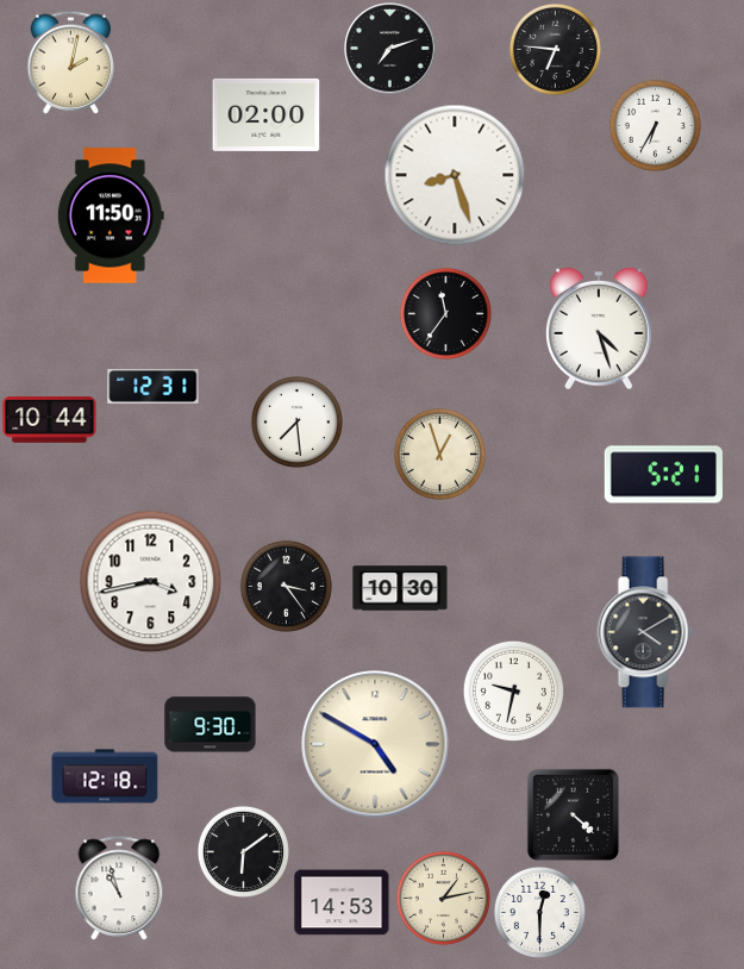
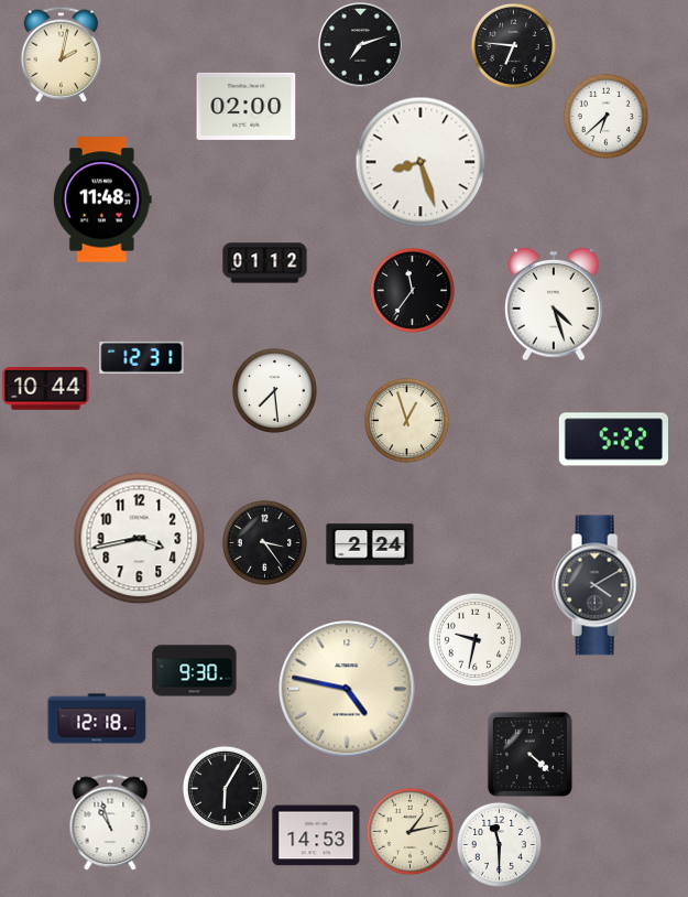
clock at (70, 62) position: (70, 62) -> (61, 54)
clock at (655, 125): 6:35 -> 6:38
clock at (111, 215): 11:50 -> 11:48
clock at (265, 263): none -> 01:12
clock at (663, 475): 5:21 -> 5:22
clock at (400, 588): 10:30 -> 2:24
clock at (375, 744): 4:50 -> 4:47
clock at (243, 851): 6:09 -> 6:05
clock at (539, 912): 12:30 -> 11:30
